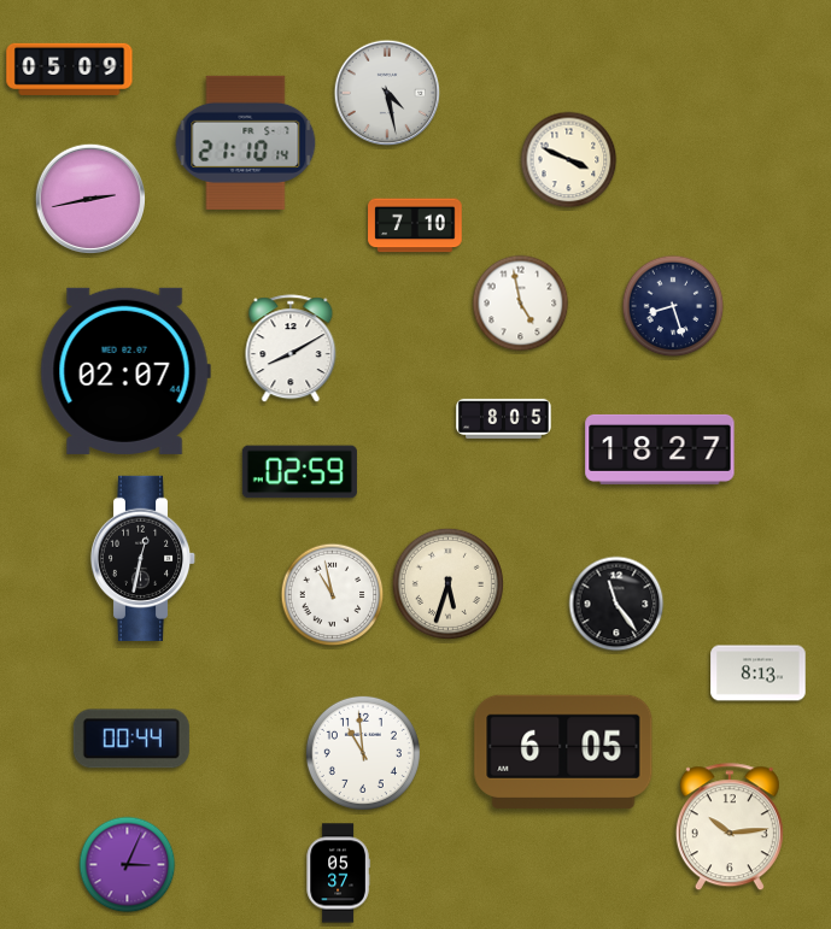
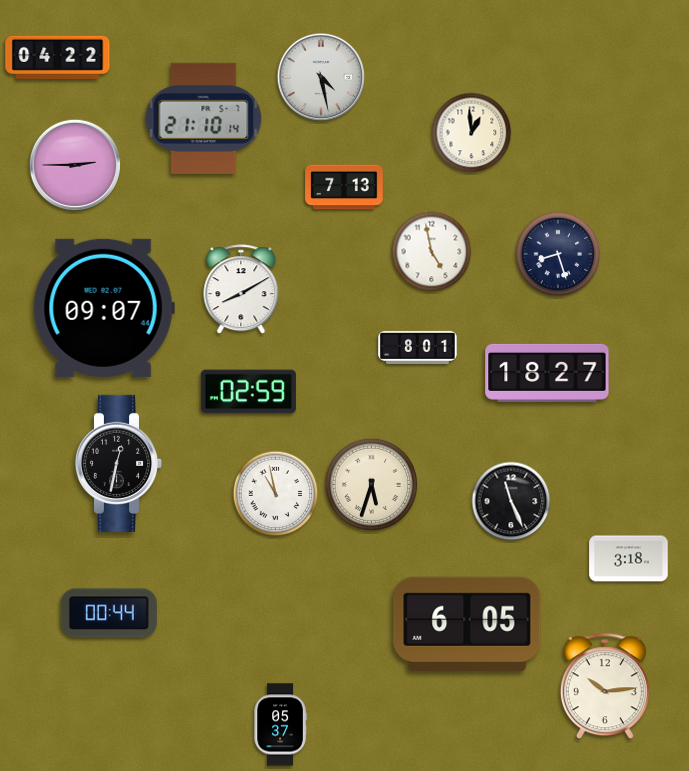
clock at (70, 69): 05:09 -> 04:22
clock at (569, 160): 3:49 -> 12:59
clock at (89, 198): 2:43 -> 2:45
clock at (415, 225): 7:10 -> 7:13
clock at (125, 371): 02:07 -> 09:07
clock at (504, 418): 8:05 -> 8:01
clock at (616, 604): 11:24 -> 11:26
clock at (759, 674): 8:13 -> 3:18
clock at (363, 753): 10:59 -> none
clock at (128, 865): 3:04 -> none
